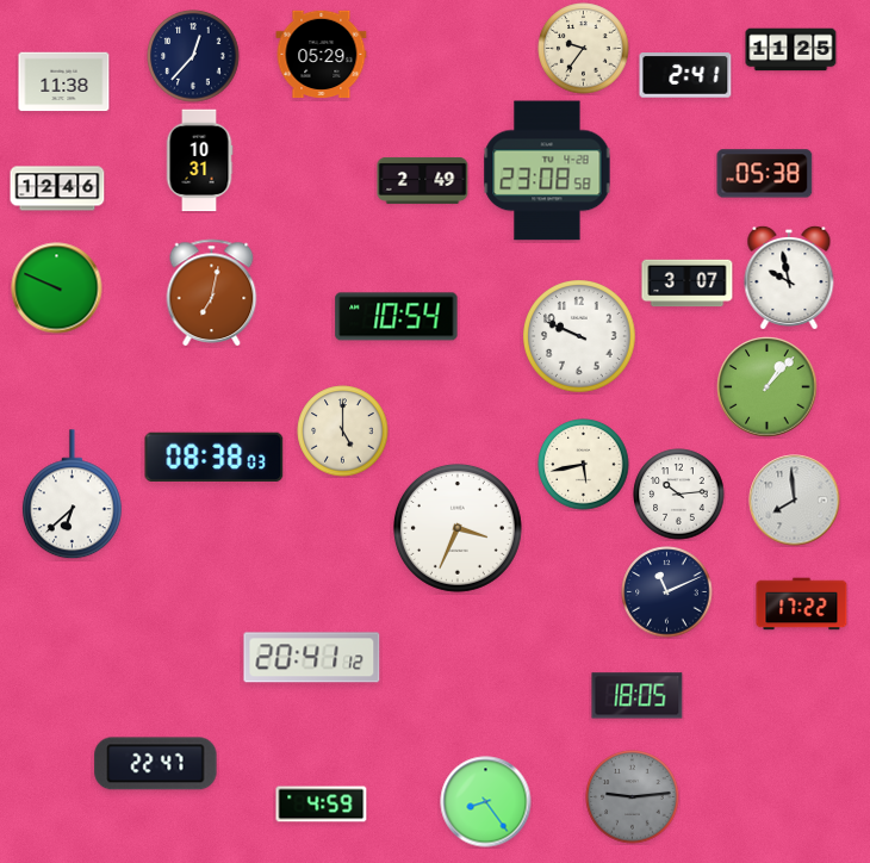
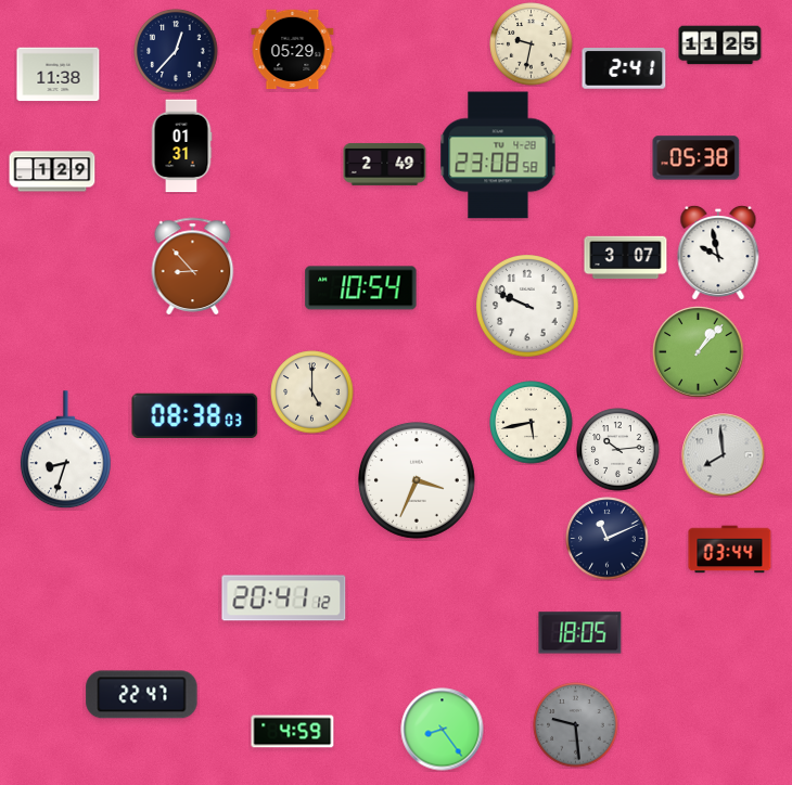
clock at (584, 49): 9:36 -> 9:32
clock at (199, 161): 10:31 -> 01:31
clock at (57, 188): 12:46 -> 1:29
clock at (57, 288): 9:49 -> none
clock at (212, 292): 7:02 -> 8:53
clock at (72, 495): 6:38 -> 8:33
clock at (802, 604): 17:22 -> 03:44
clock at (633, 797): 9:14 -> 9:29
